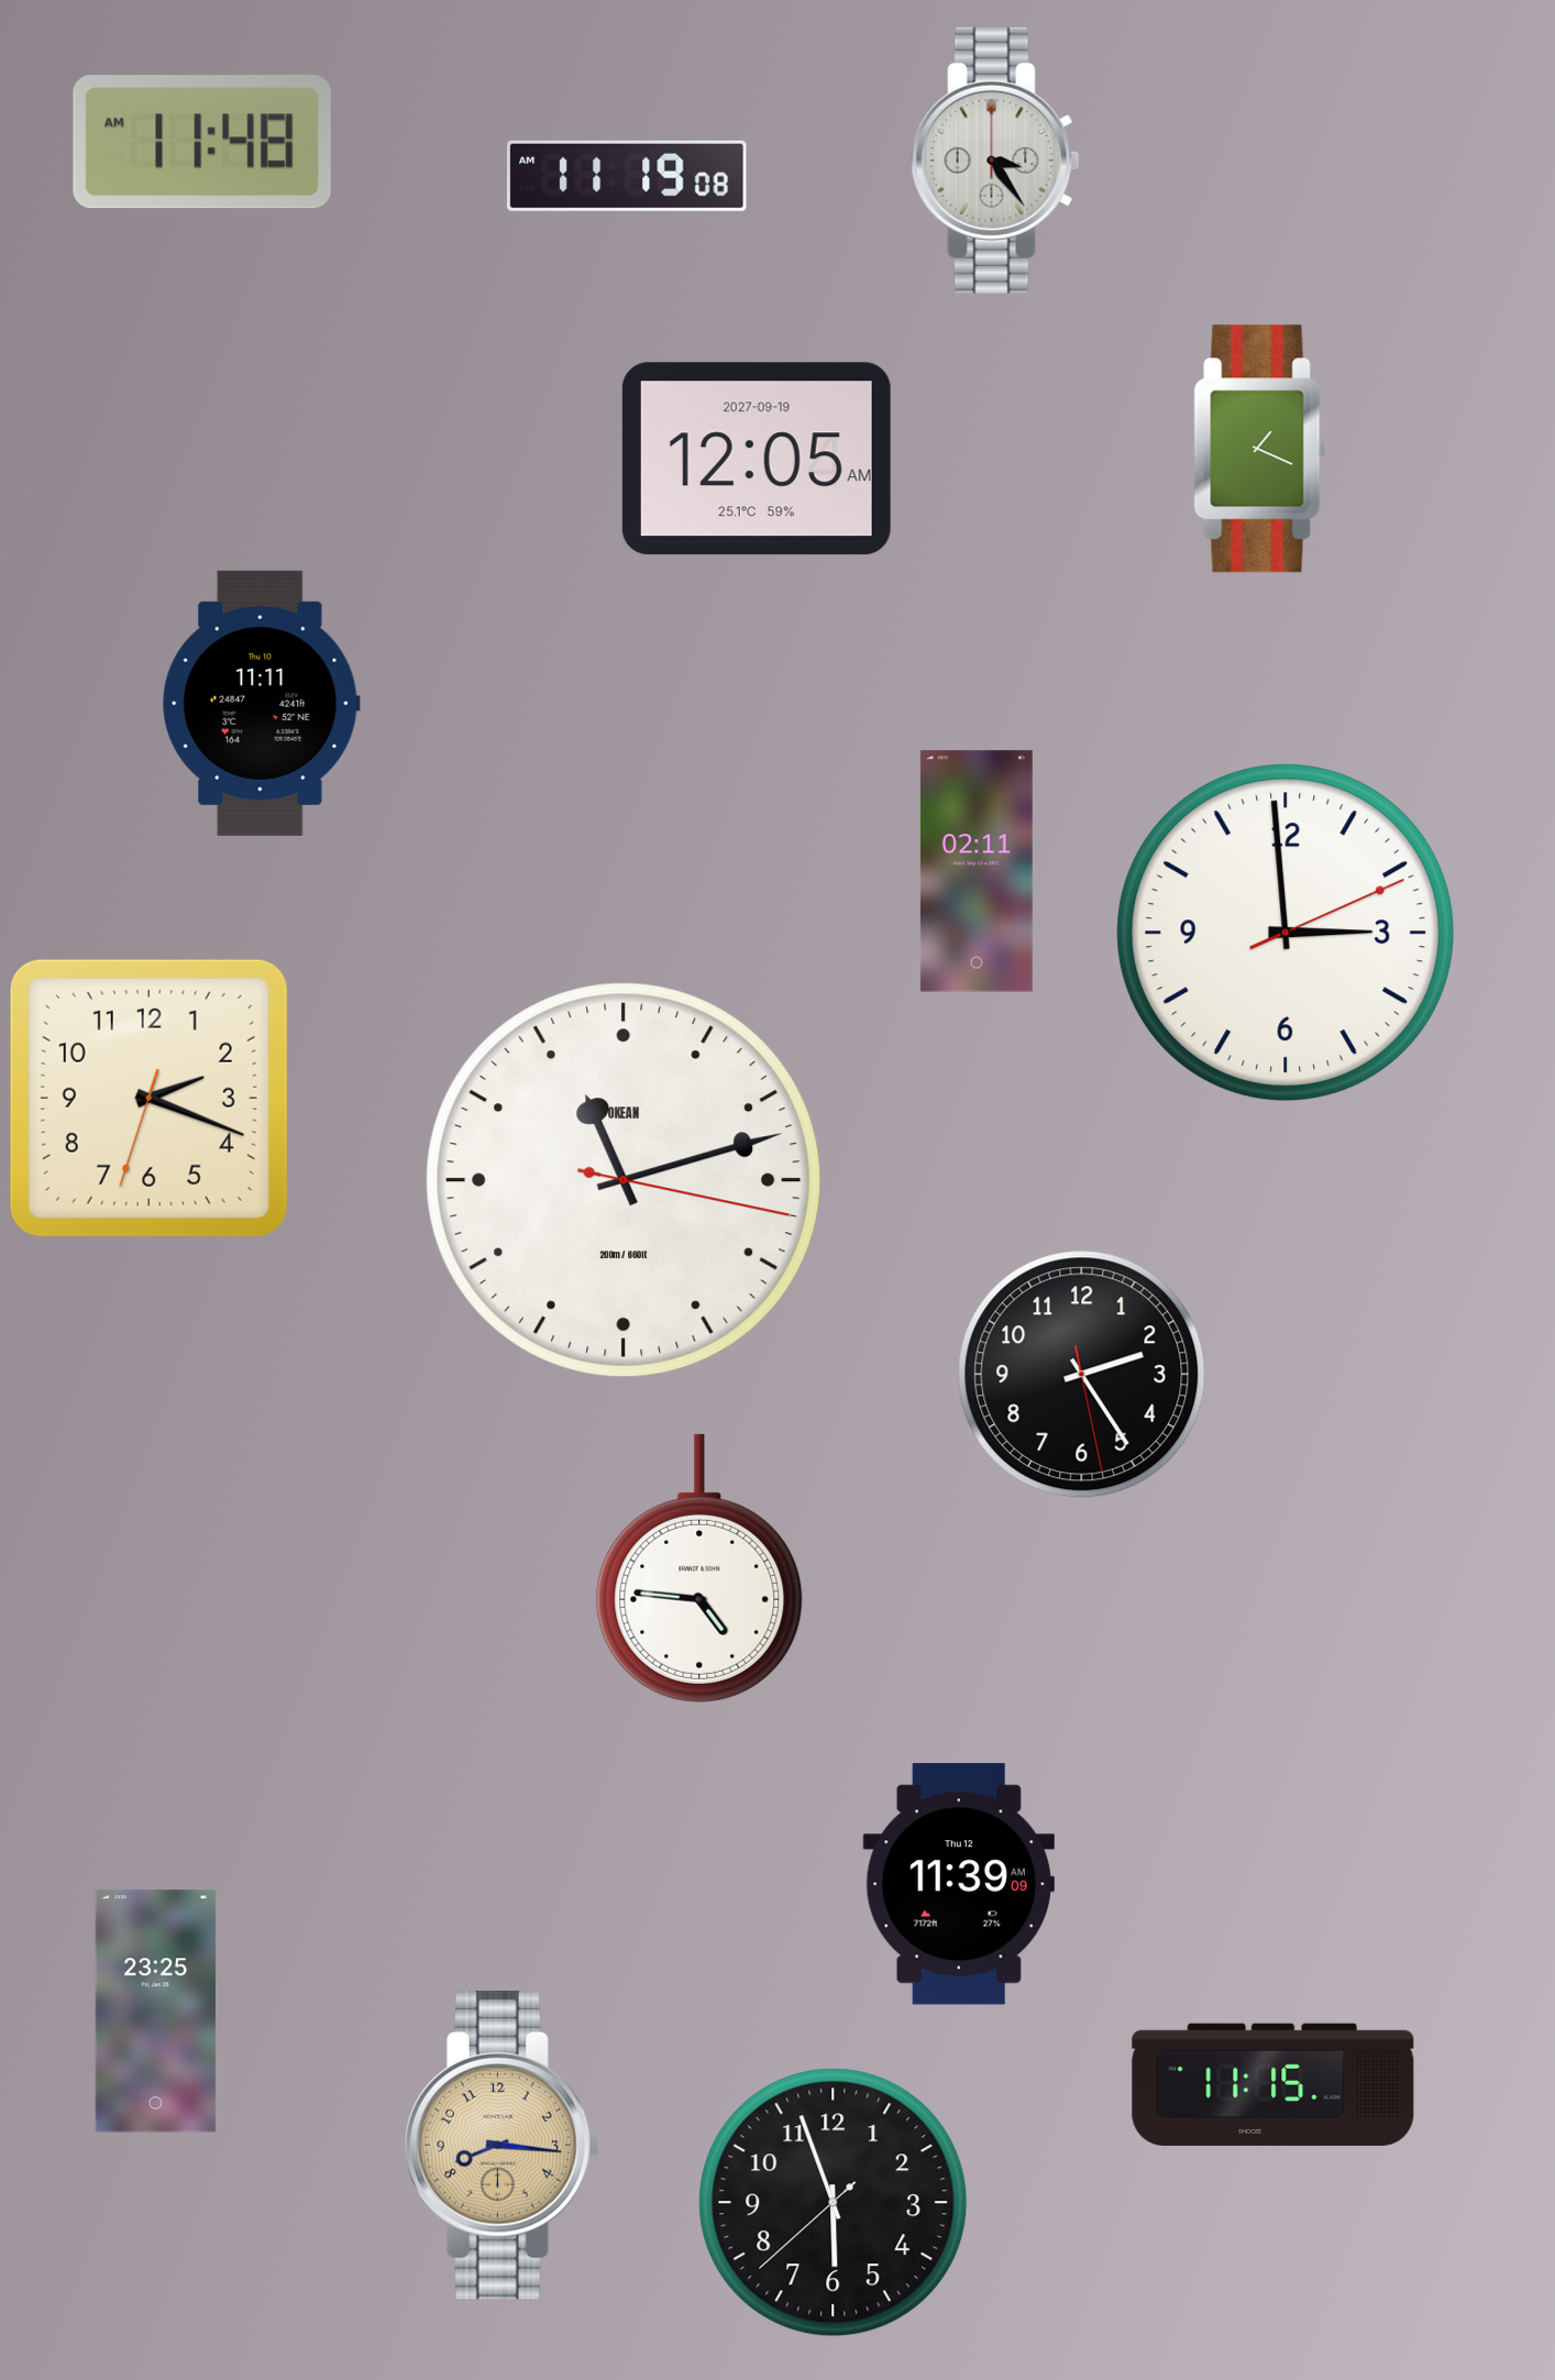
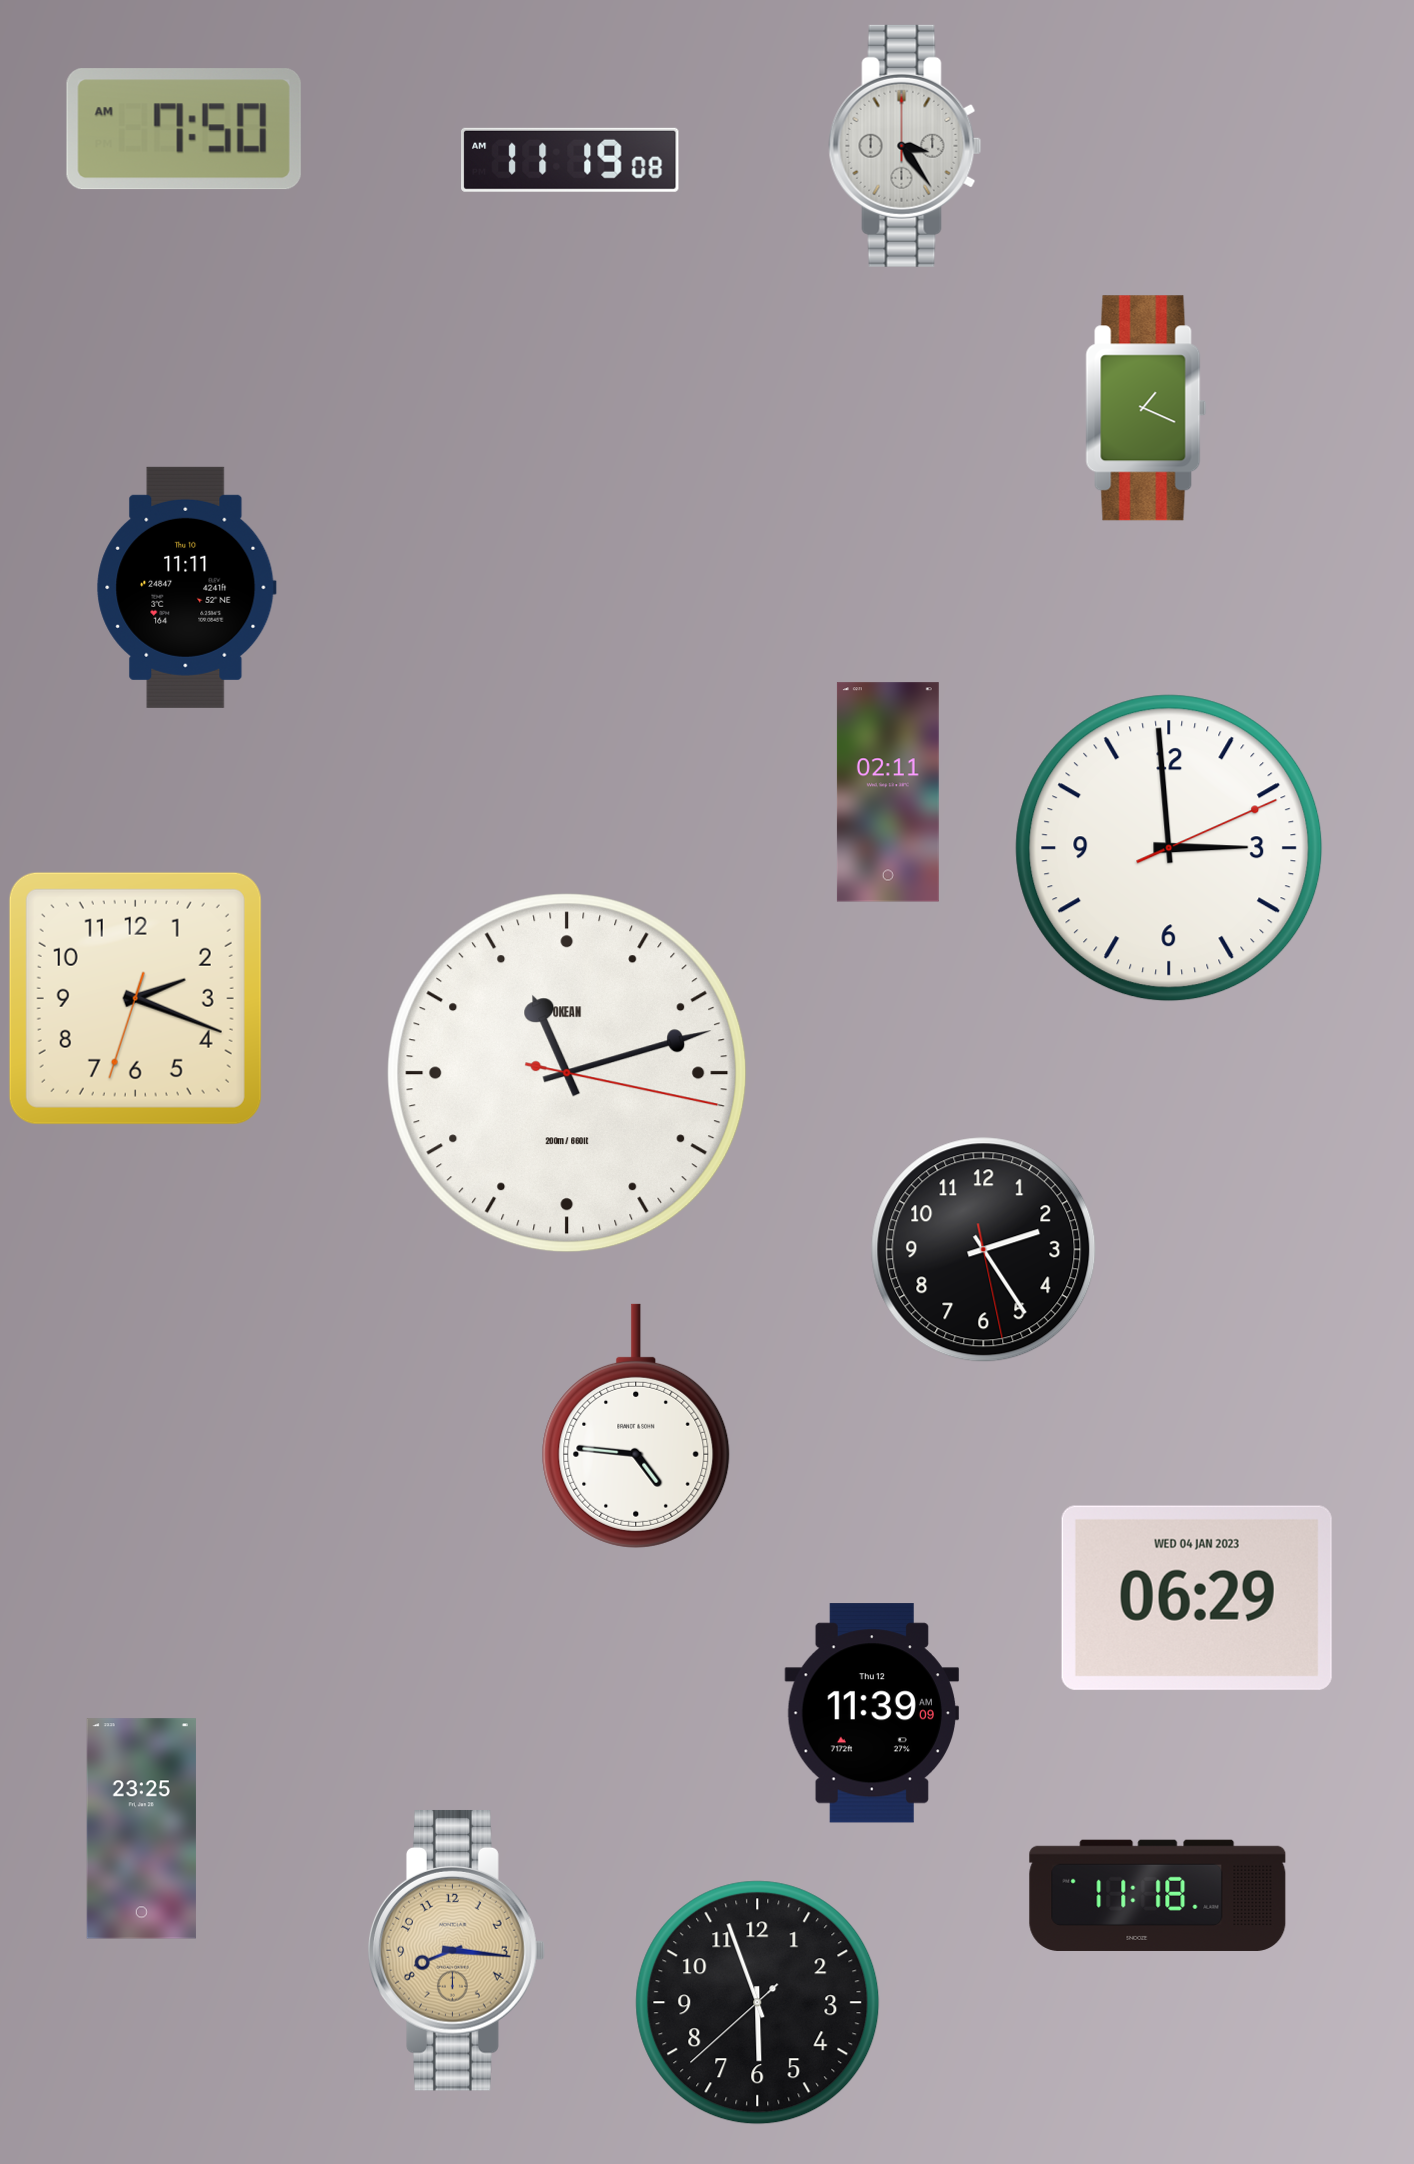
clock at (202, 142): 11:48 -> 7:50
clock at (757, 459): 12:05 -> none
clock at (262, 703) position: (262, 703) -> (187, 587)
clock at (1197, 1598): none -> 06:29
clock at (1273, 2084): 11:15 -> 11:18
